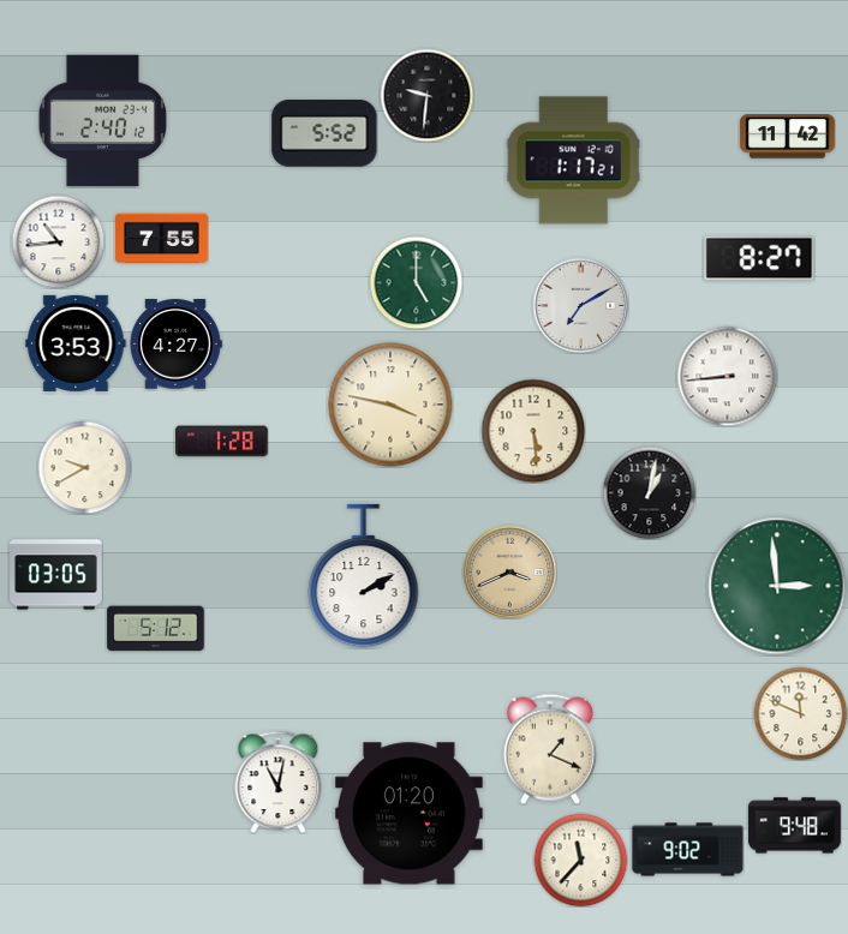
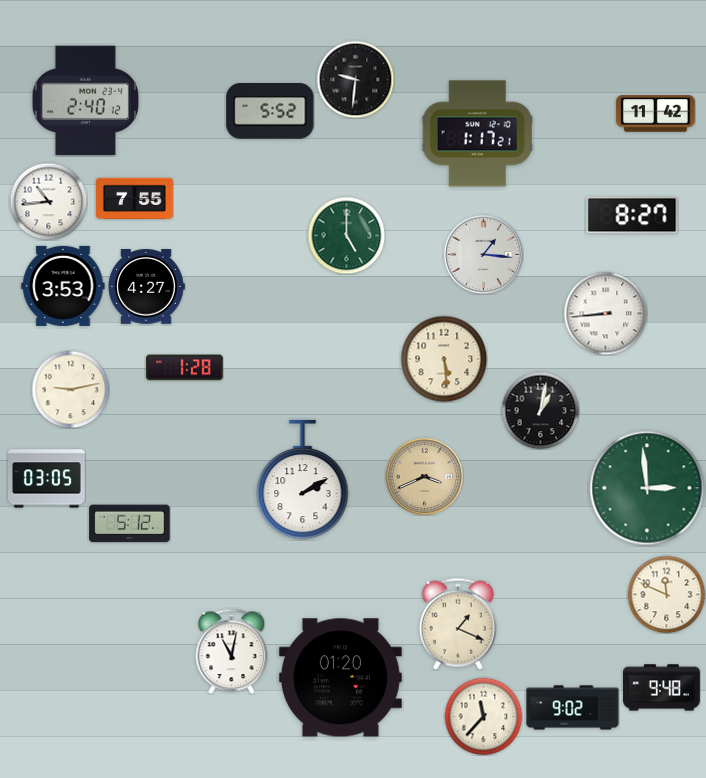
clock at (580, 305): 7:10 -> 1:16
clock at (390, 405): 3:47 -> none
clock at (84, 467): 9:40 -> 9:13
